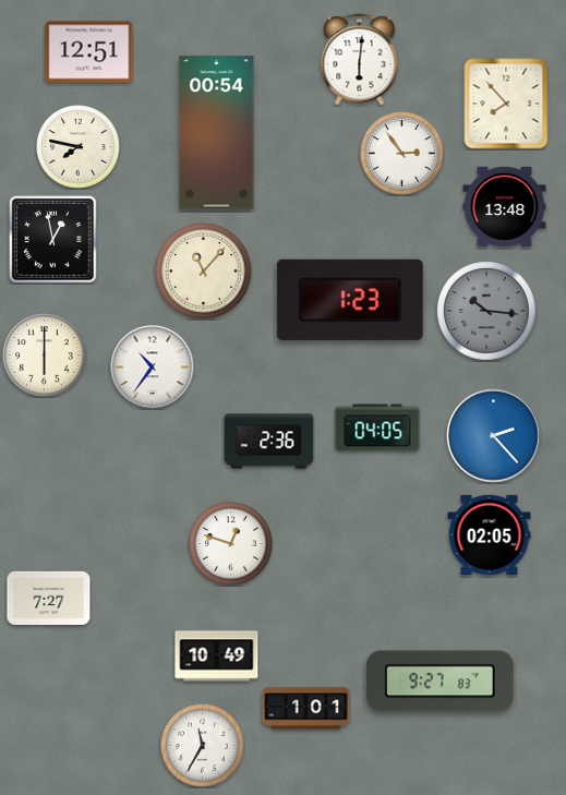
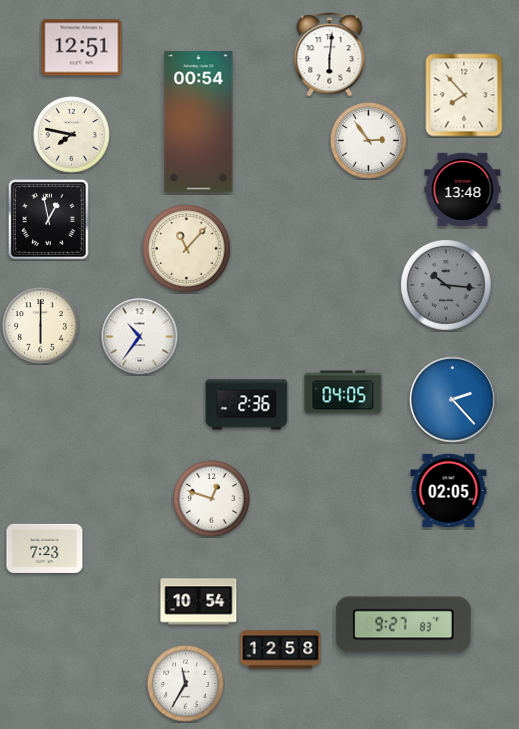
clock at (350, 300): 1:23 -> none
clock at (377, 427) position: (377, 427) -> (343, 392)
clock at (49, 598): 7:27 -> 7:23
clock at (217, 657): 10:49 -> 10:54
clock at (306, 709): 1:01 -> 12:58
